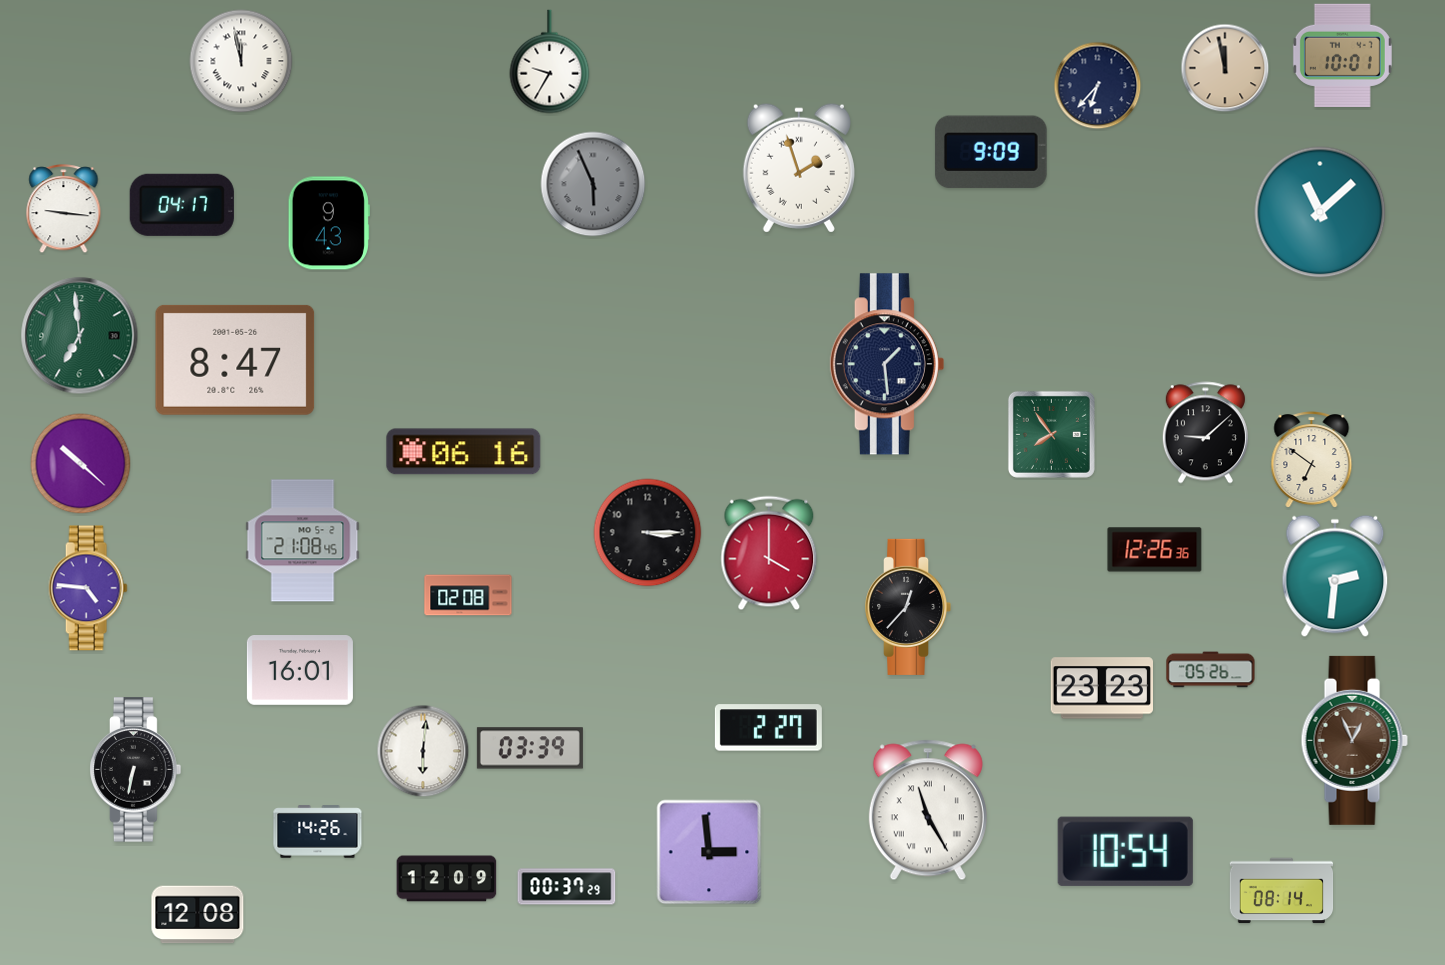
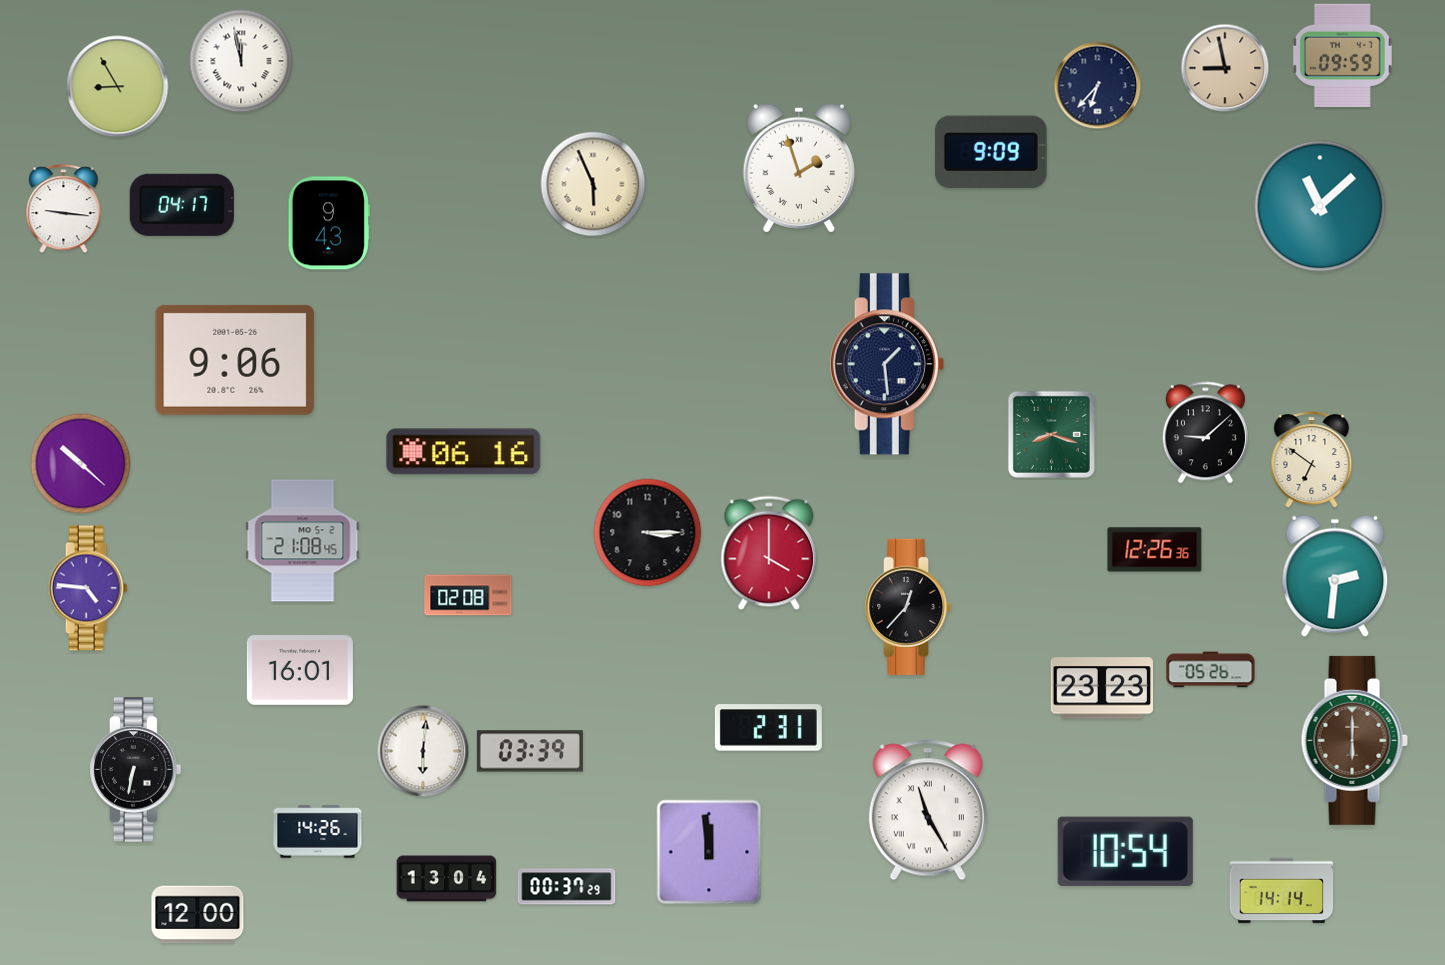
clock at (1342, 55): 10:01 -> 09:59
clock at (550, 62): 9:35 -> none
clock at (1225, 68): 11:58 -> 8:58
clock at (118, 87): none -> 8:55
clock at (593, 184) dial: grey -> cream
clock at (1320, 212) position: (1320, 212) -> (1320, 206)
clock at (80, 336): 6:59 -> none
clock at (235, 360): 8:47 -> 9:06
clock at (1051, 434): 7:54 -> 8:18
clock at (768, 728): 2:27 -> 2:31
clock at (1354, 740): 12:56 -> 6:00
clock at (530, 748) position: (530, 748) -> (530, 751)
clock at (709, 852): 2:59 -> 11:59
clock at (447, 879): 12:09 -> 13:04
clock at (1282, 891): 08:14 -> 14:14
clock at (198, 915): 12:08 -> 12:00
